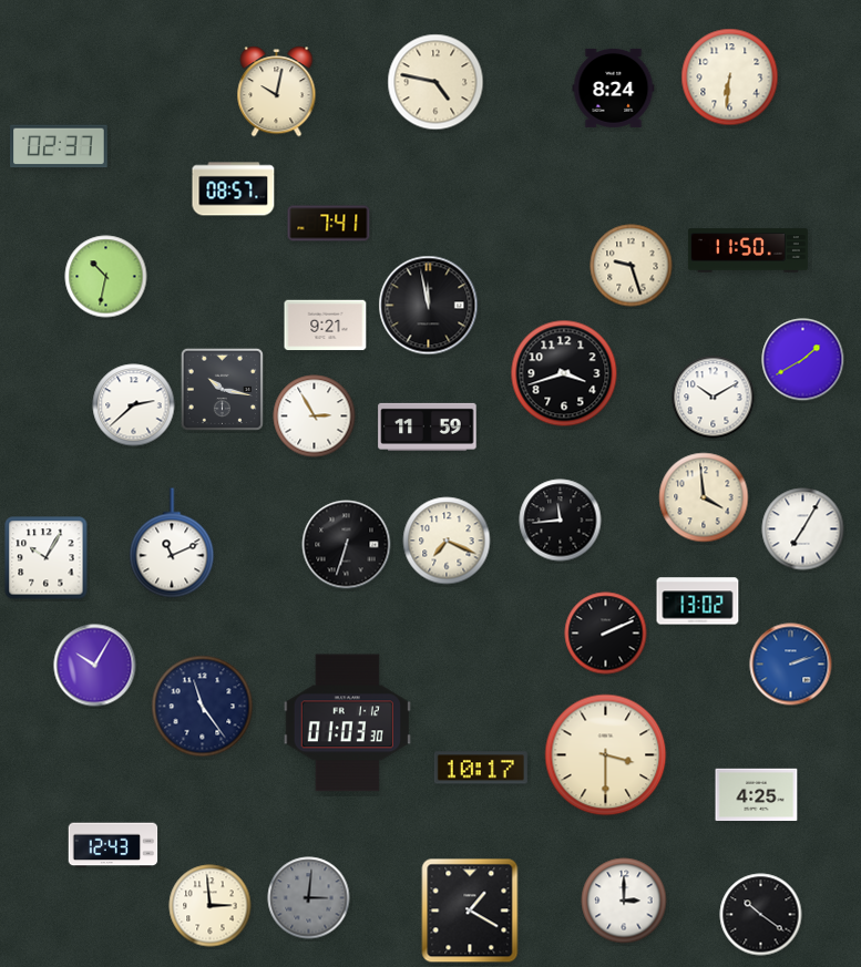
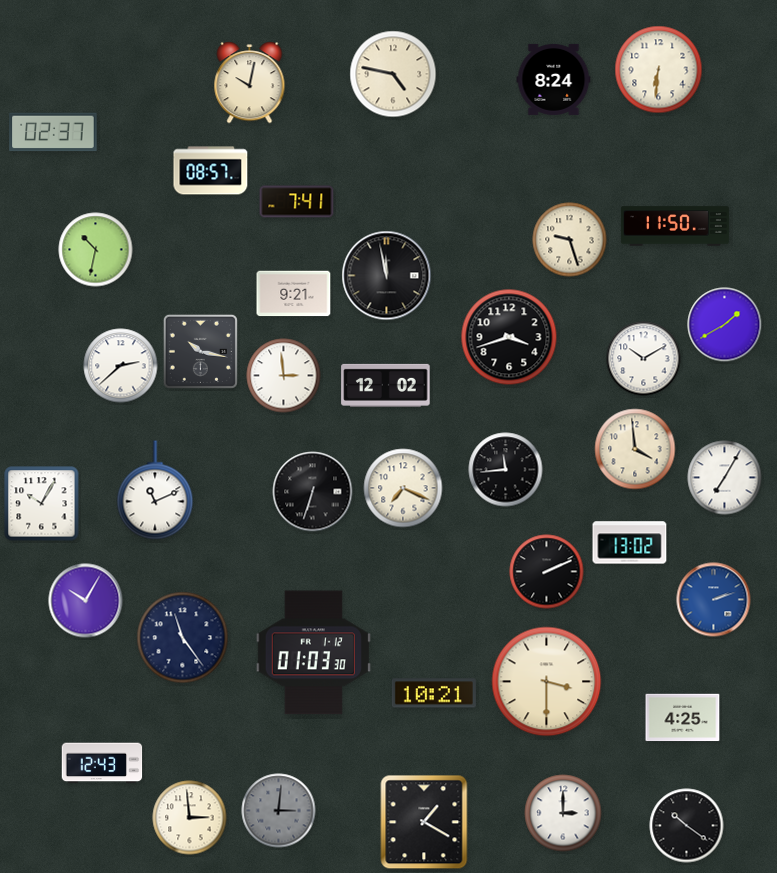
clock at (315, 416): 2:55 -> 2:59
clock at (428, 426): 11:59 -> 12:02
clock at (481, 768): 10:17 -> 10:21
